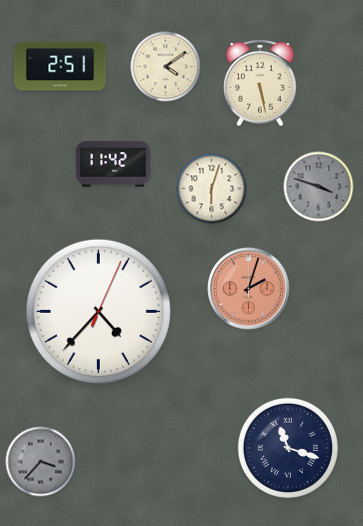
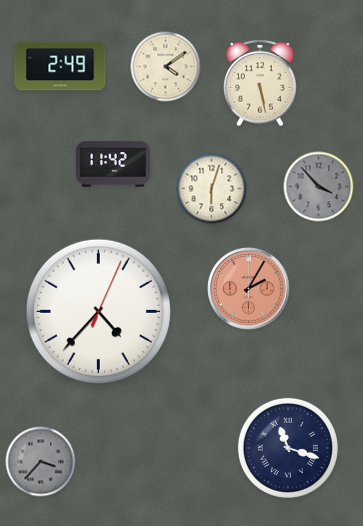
clock at (60, 66): 2:51 -> 2:49
clock at (319, 187): 3:48 -> 3:53
clock at (249, 289): 2:03 -> 2:05
